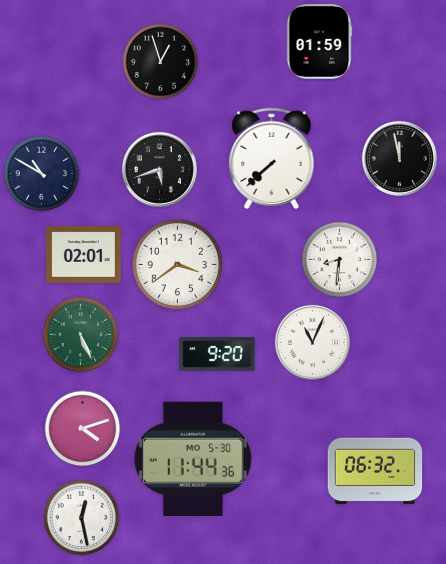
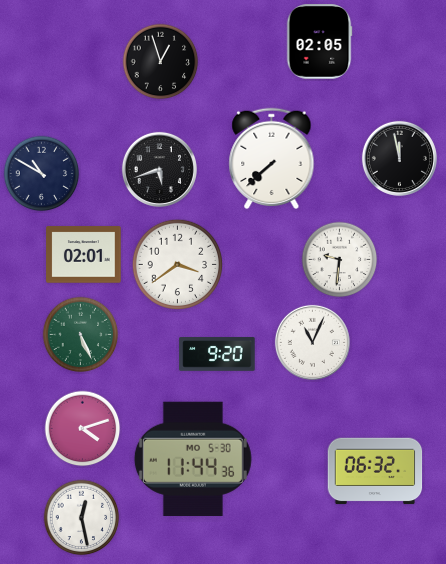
clock at (319, 42): 01:59 -> 02:05
clock at (340, 260): 8:31 -> 9:31
